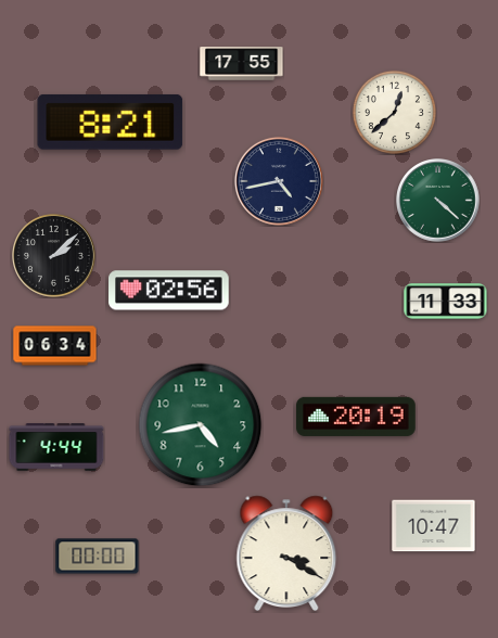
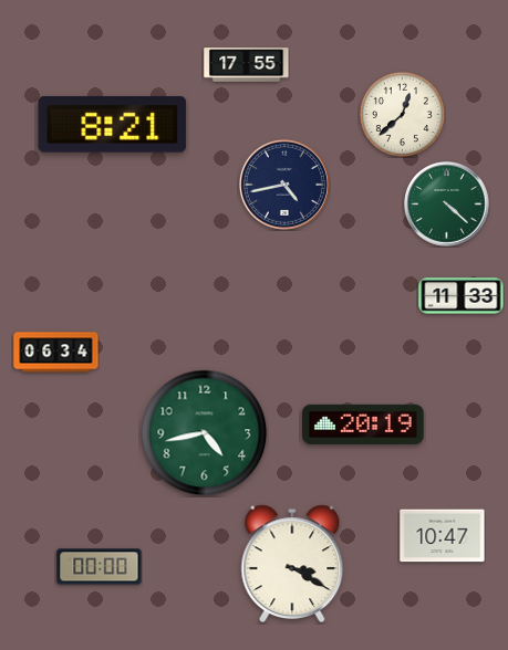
clock at (54, 256): 2:08 -> none
clock at (169, 291): 02:56 -> none
clock at (446, 302) position: (446, 302) -> (462, 296)
clock at (56, 447): 4:44 -> none
